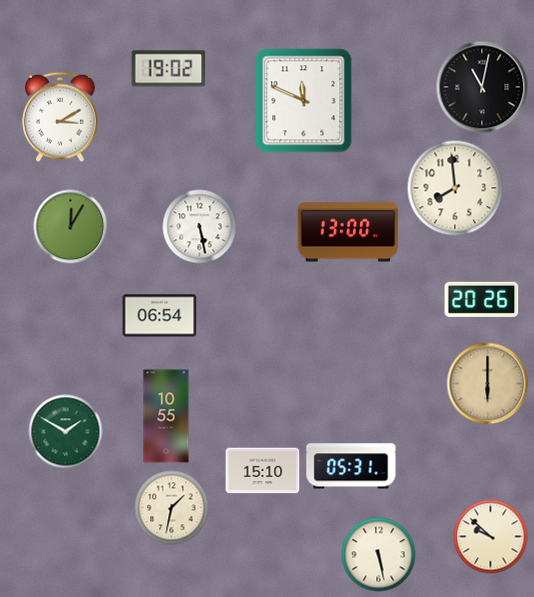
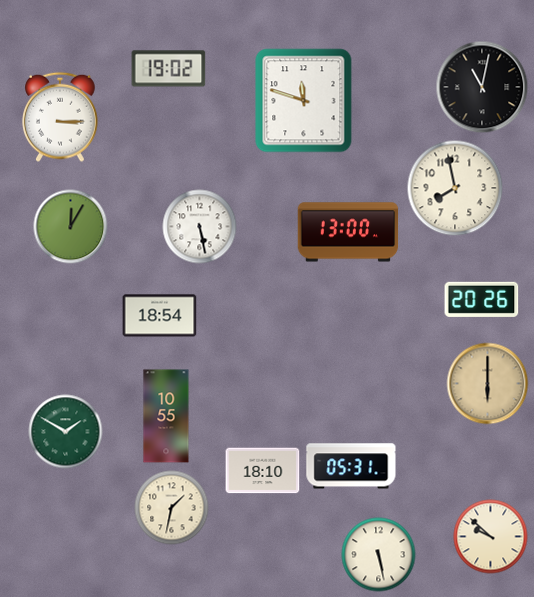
clock at (304, 101): 11:49 -> 11:48
clock at (61, 117): 3:10 -> 3:15
clock at (455, 188): 7:59 -> 7:58
clock at (160, 316): 06:54 -> 18:54
clock at (263, 471): 15:10 -> 18:10
